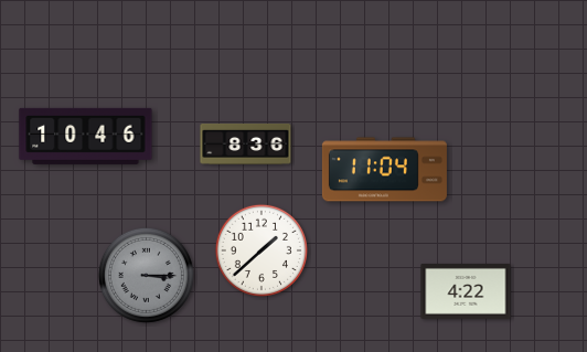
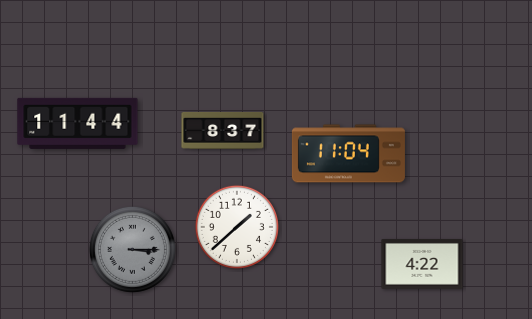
clock at (86, 136): 10:46 -> 11:44
clock at (246, 143): 8:36 -> 8:37
